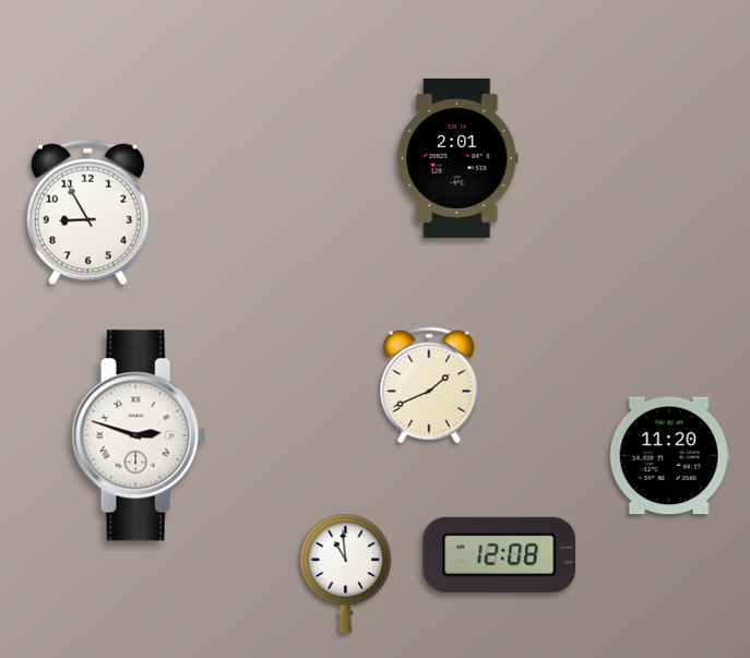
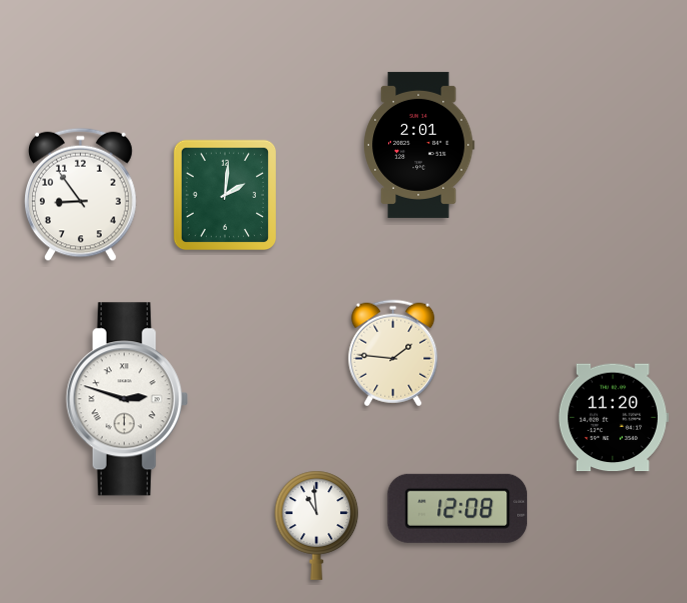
clock at (87, 213): 8:55 -> 8:54
clock at (225, 195): none -> 2:01
clock at (429, 385): 1:41 -> 1:46
